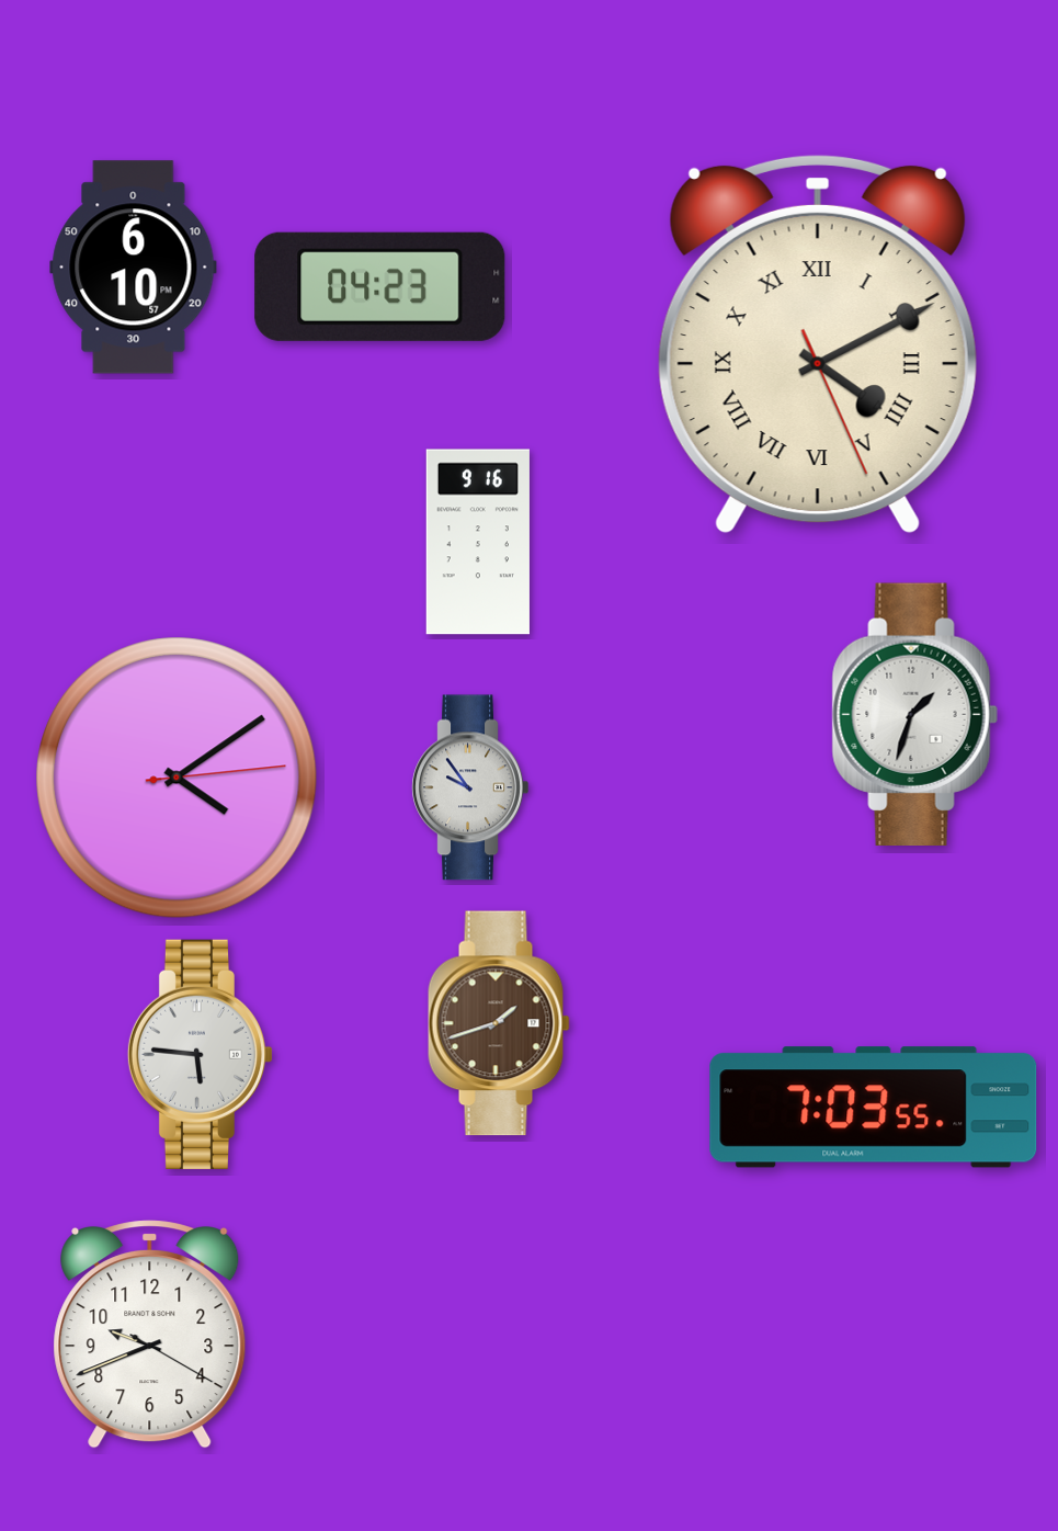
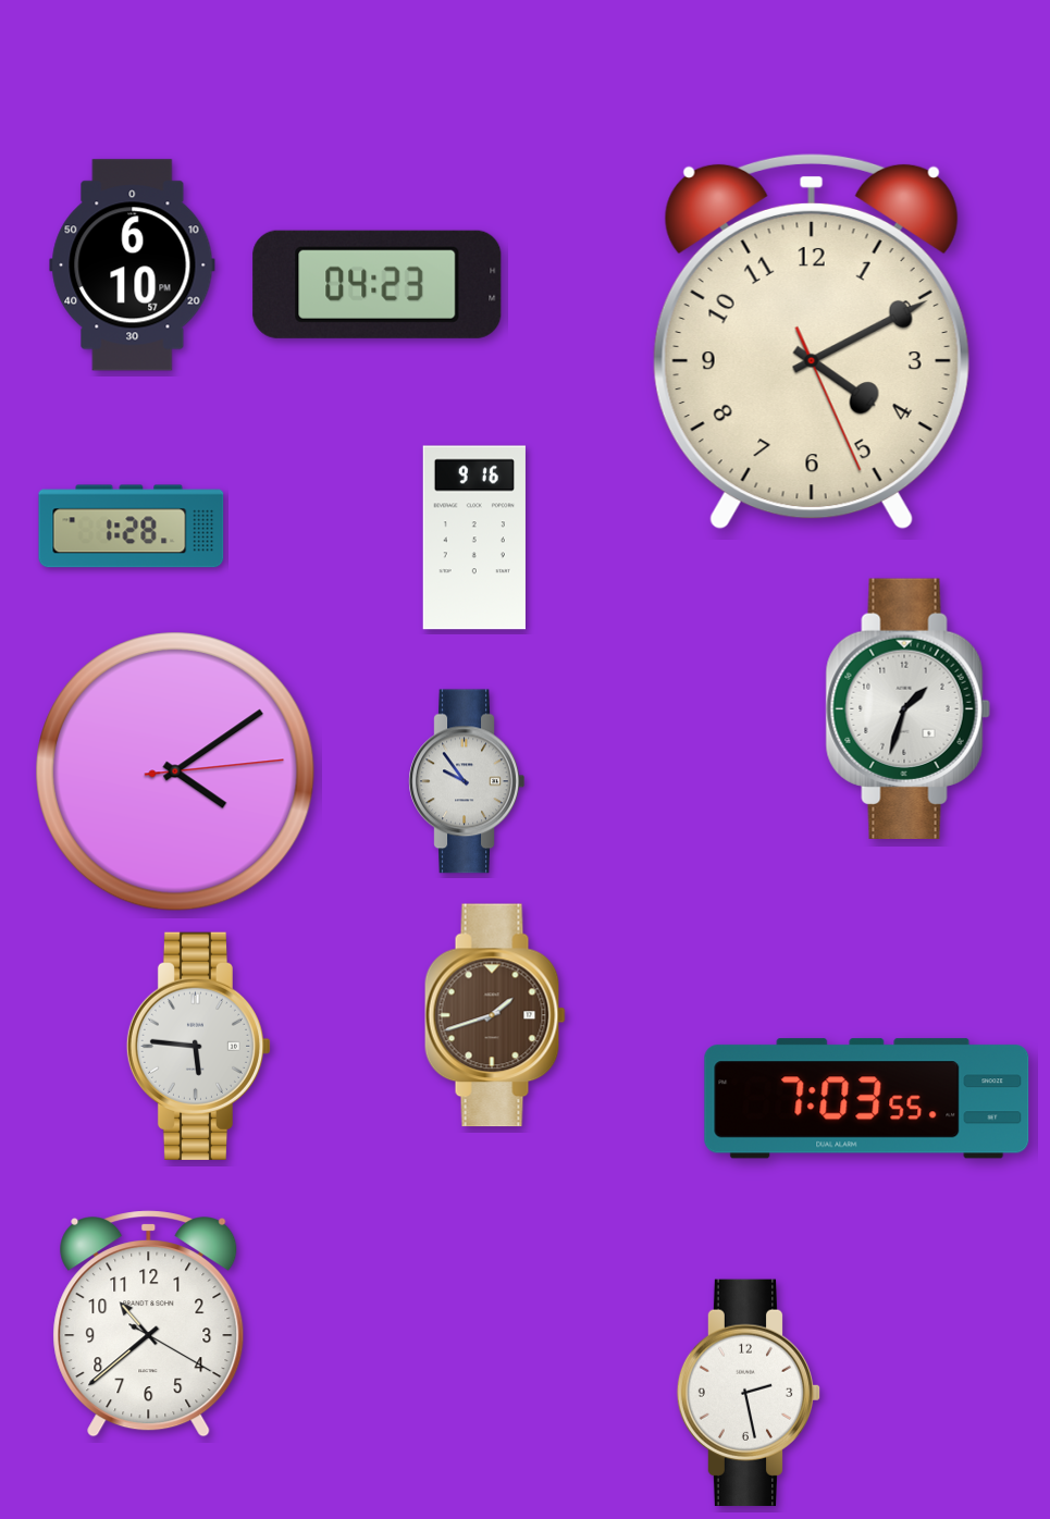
clock at (818, 344) numerals: Roman -> Arabic
clock at (132, 527): none -> 1:28
clock at (150, 1335): 9:41 -> 10:38
clock at (749, 1393): none -> 2:28
